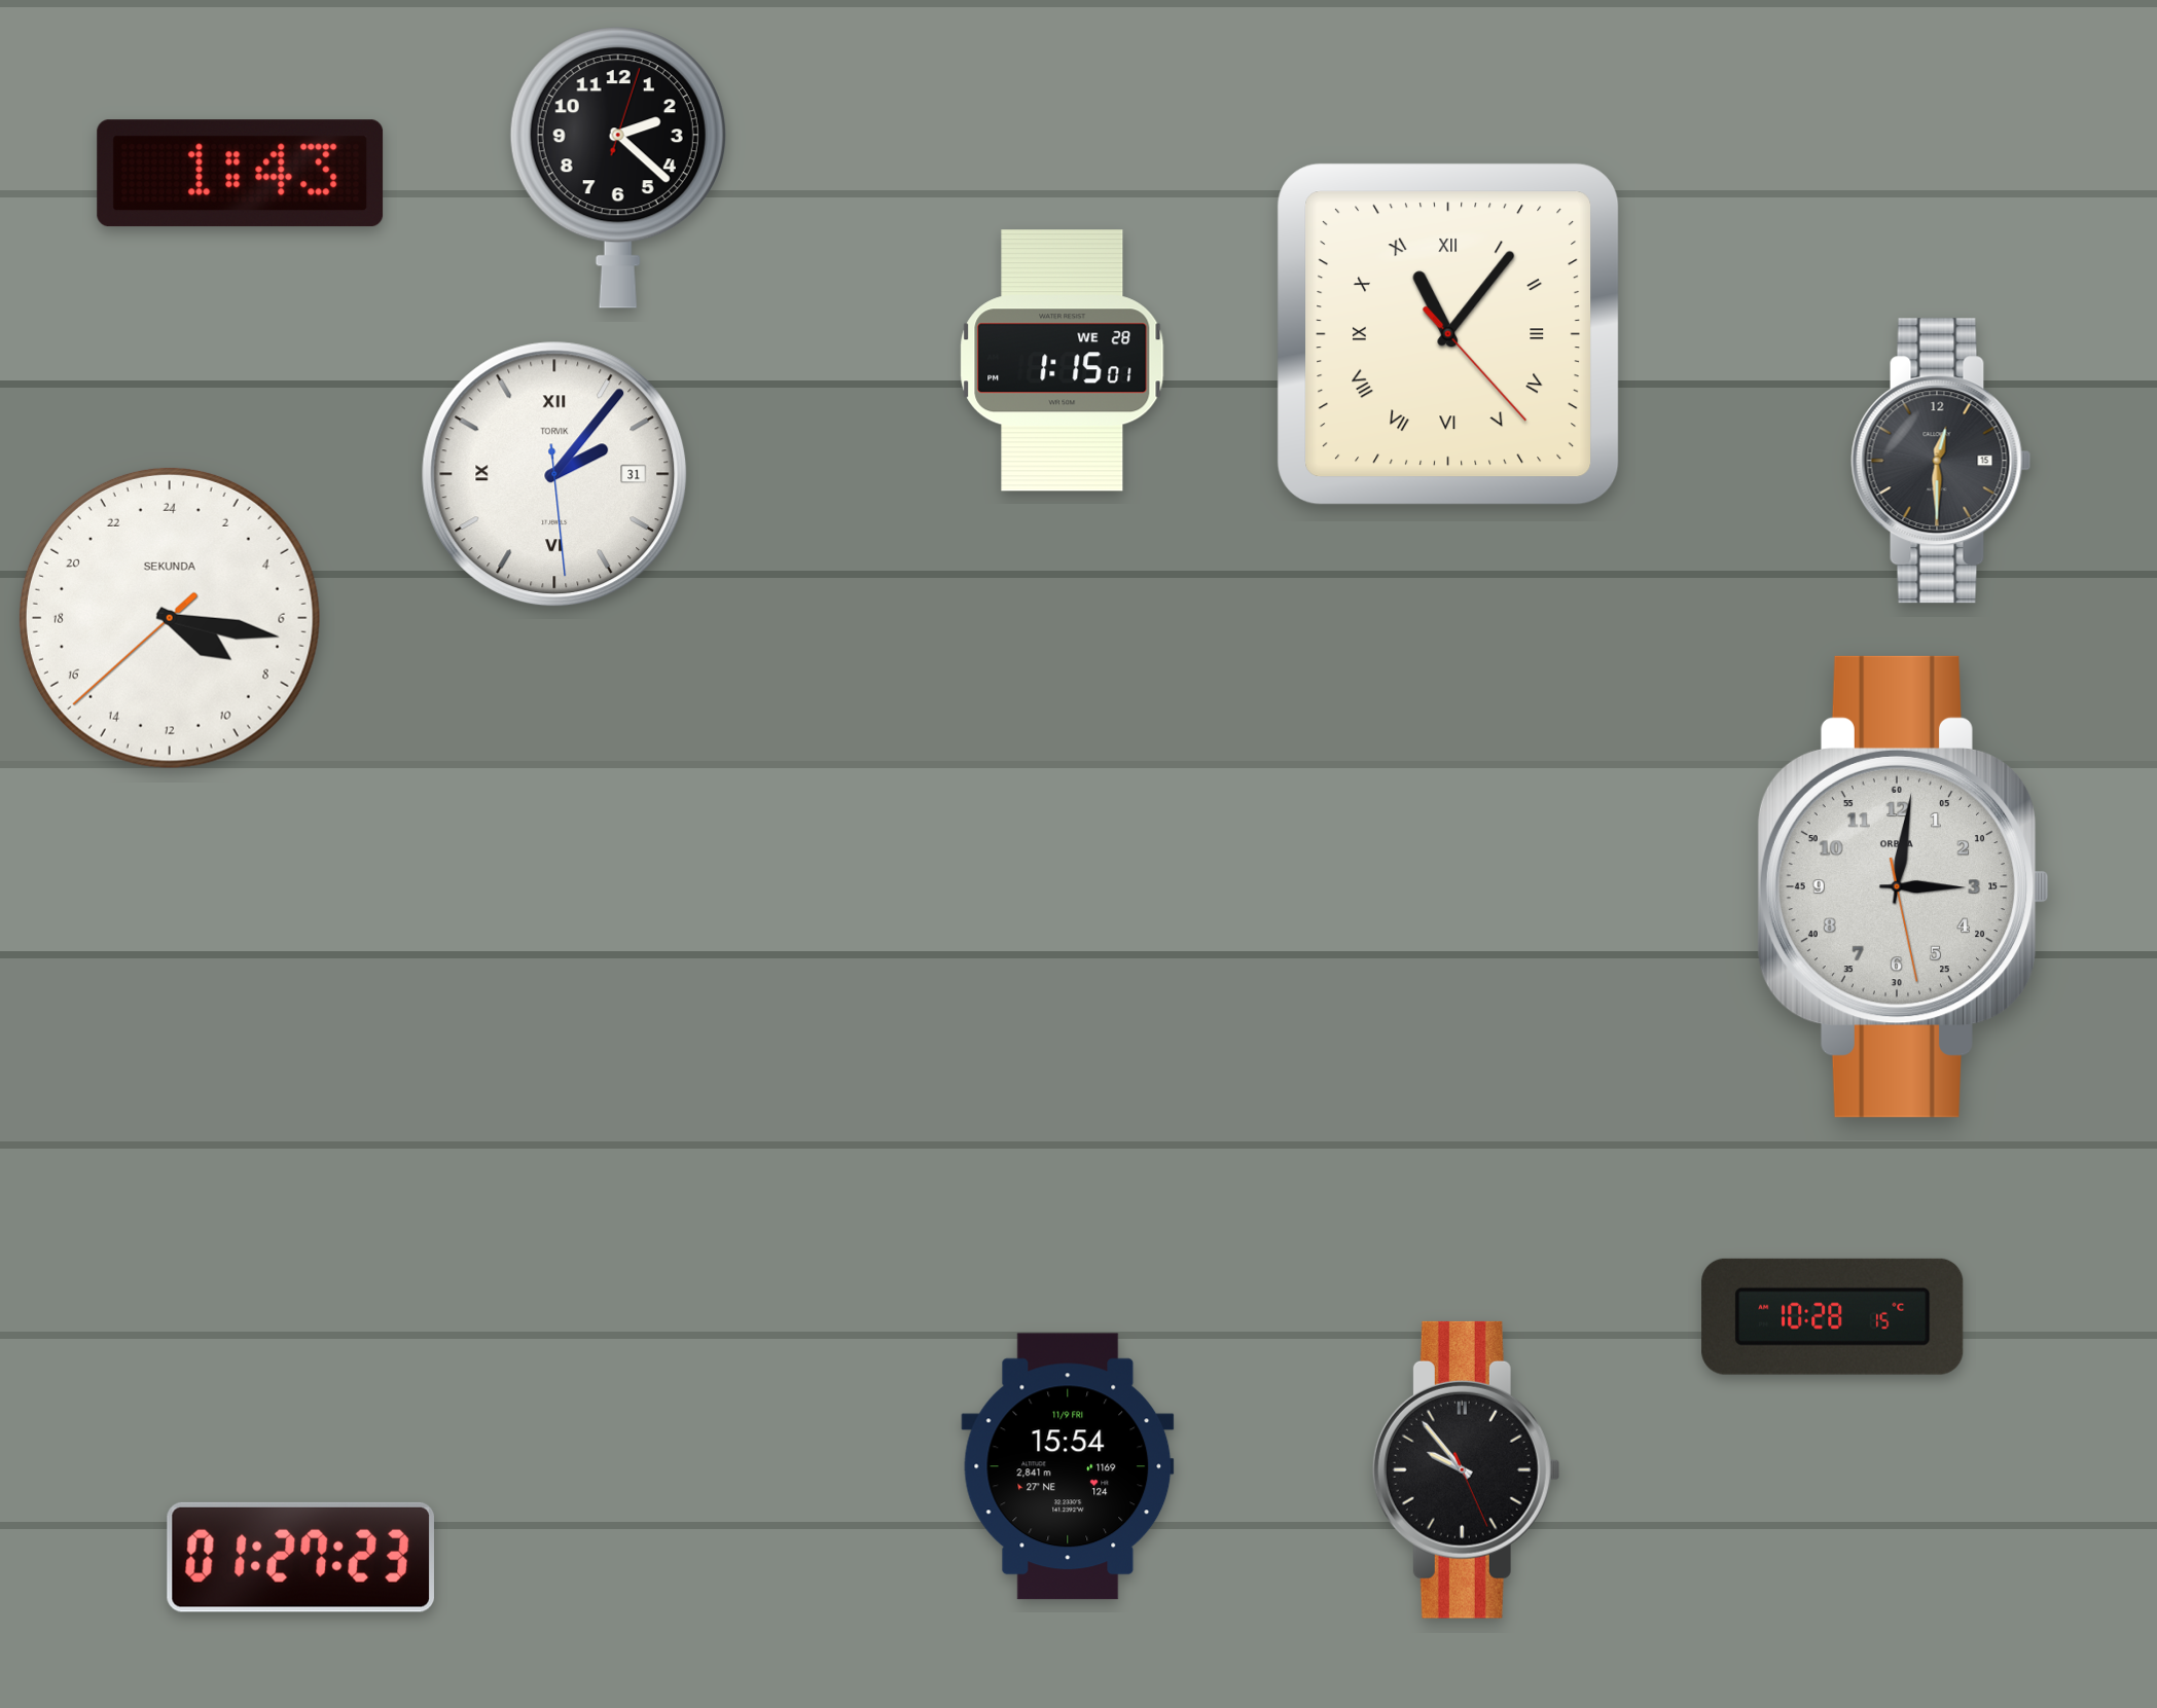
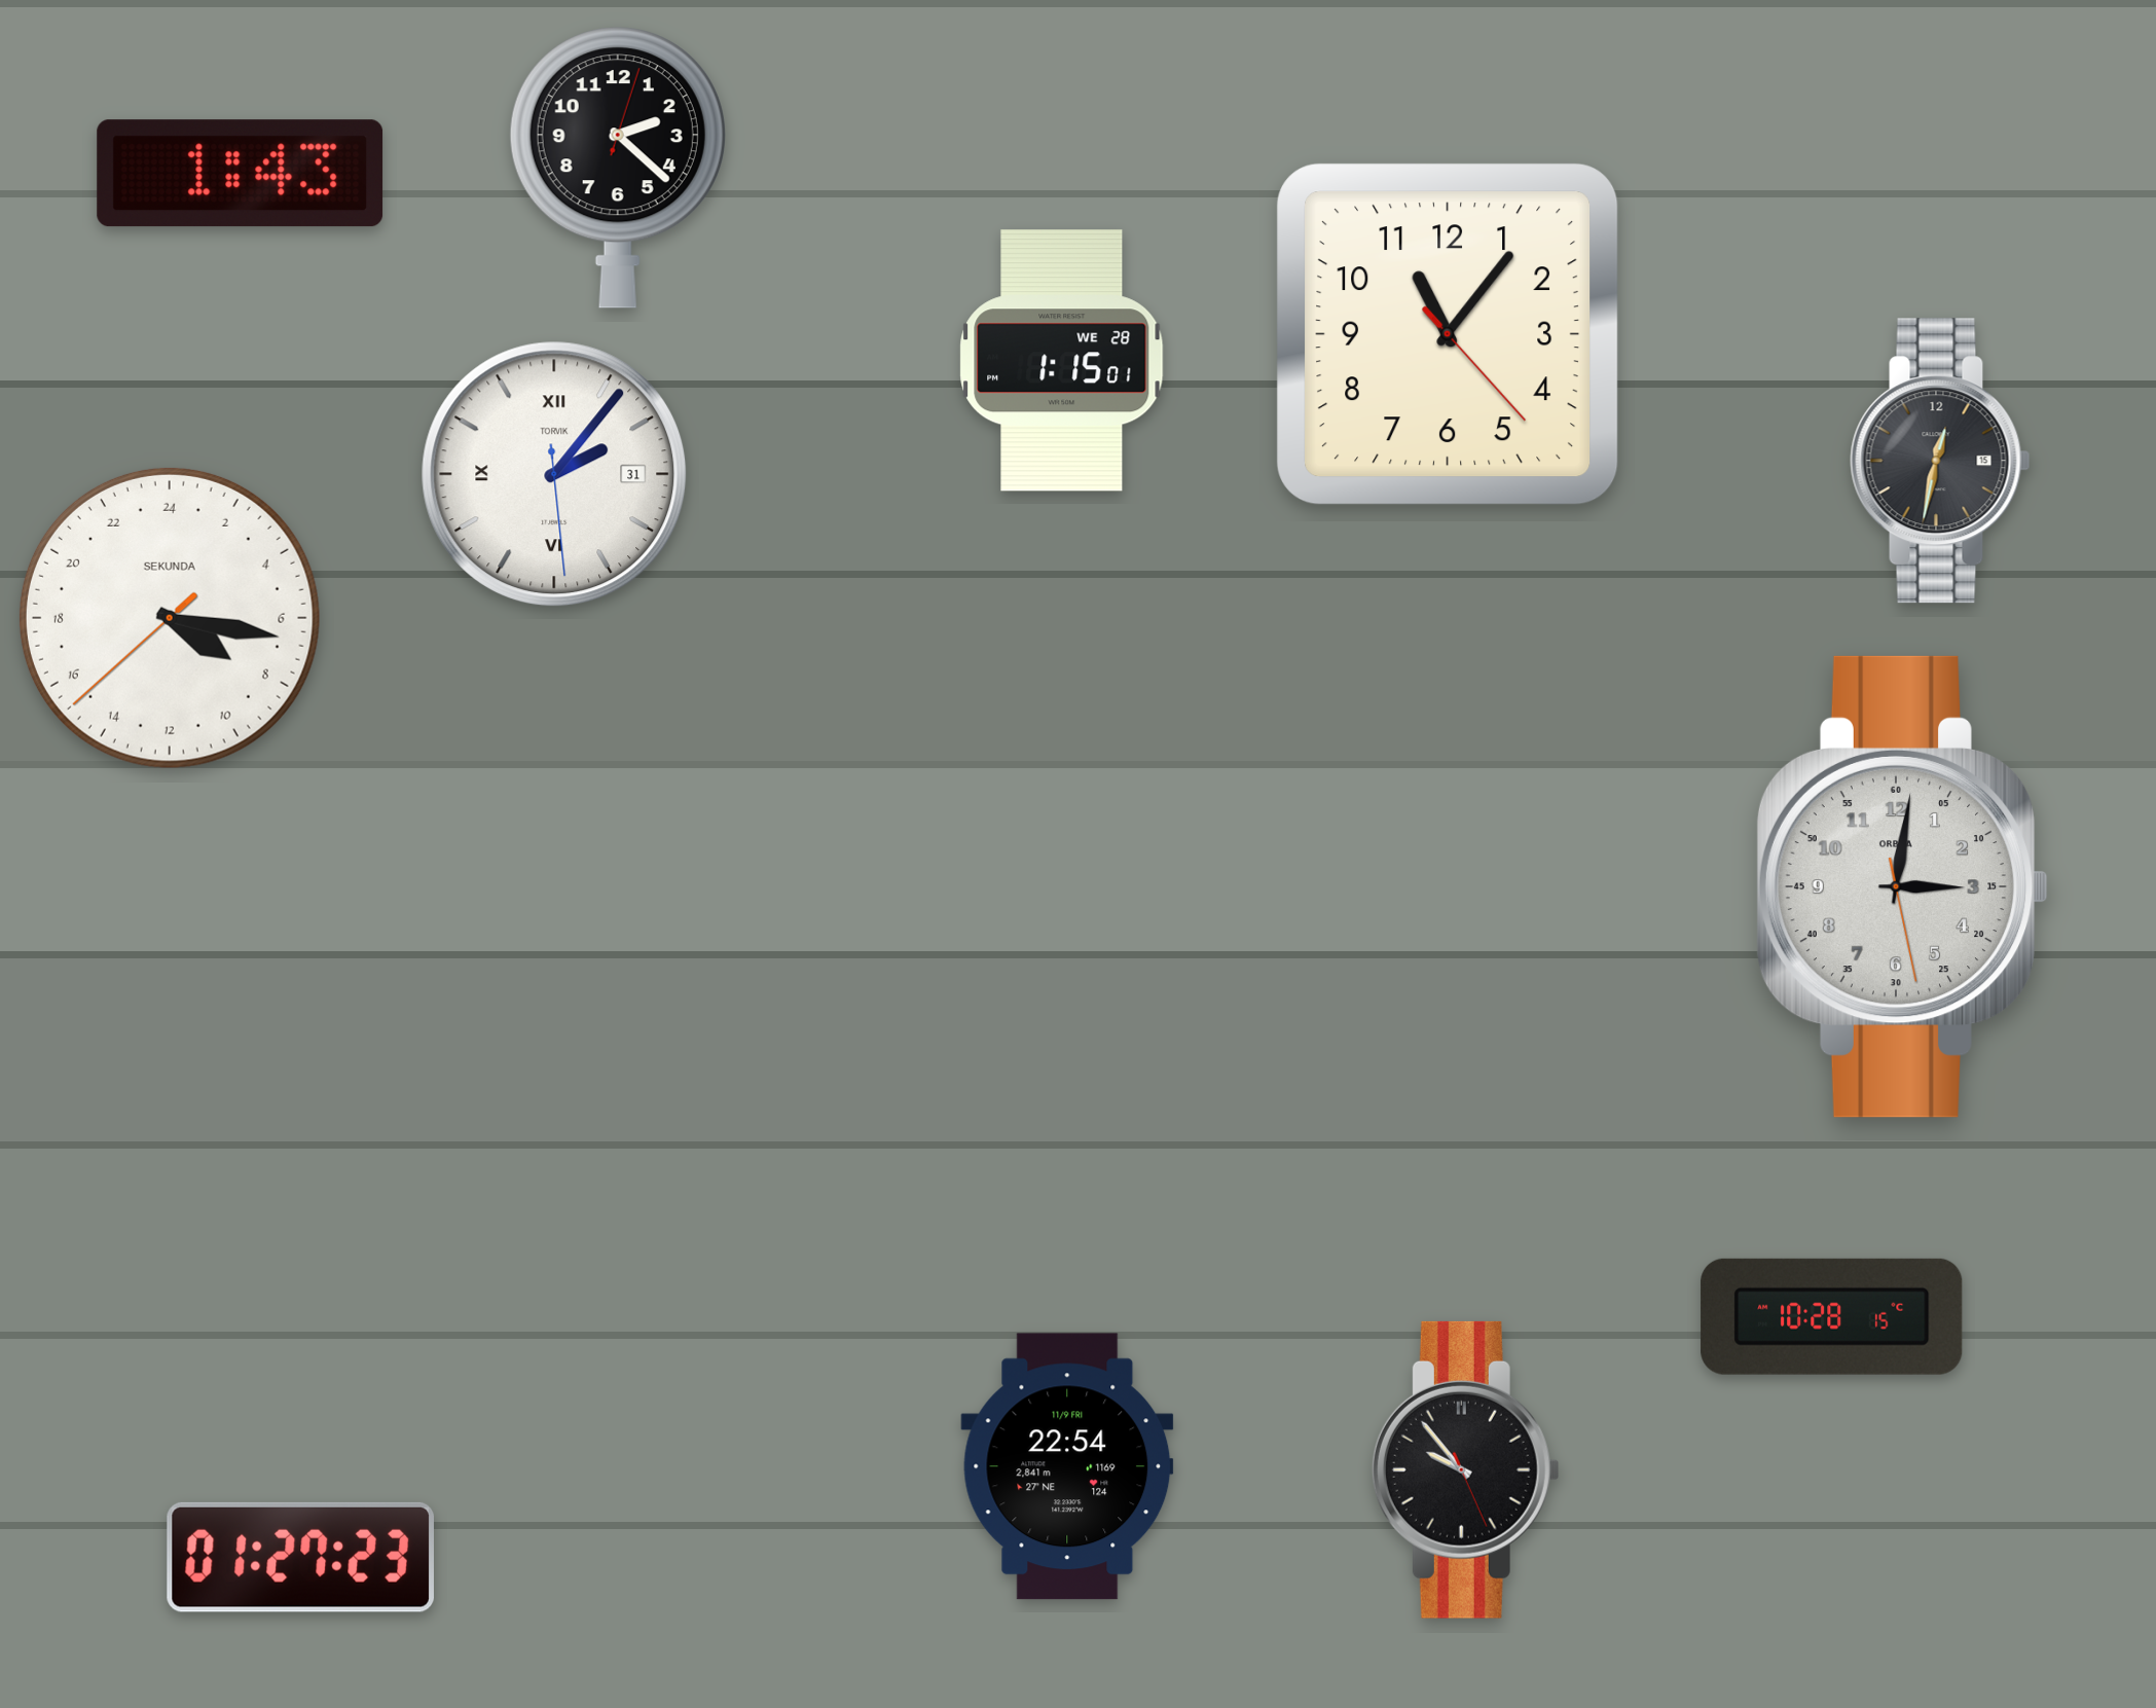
clock at (1448, 334) numerals: Roman -> Arabic
clock at (1941, 461): 12:30 -> 12:32
clock at (1068, 1466): 15:54 -> 22:54
